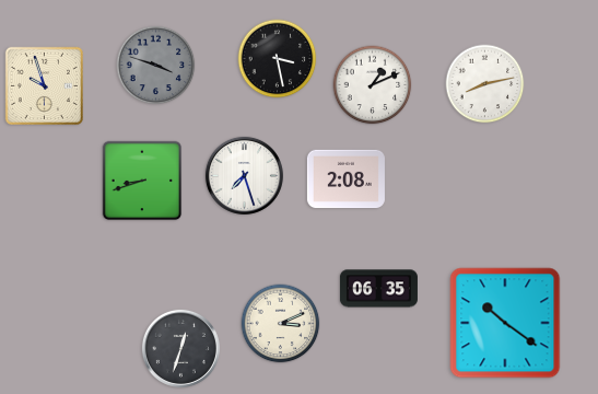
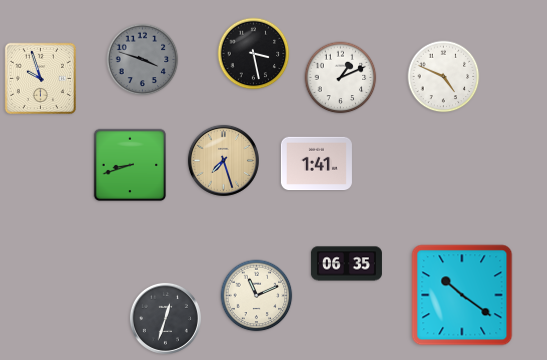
clock at (485, 84): 8:13 -> 4:49
clock at (244, 175) dial: white -> champagne
clock at (345, 179): 2:08 -> 1:41
clock at (281, 324): 3:11 -> 11:11
